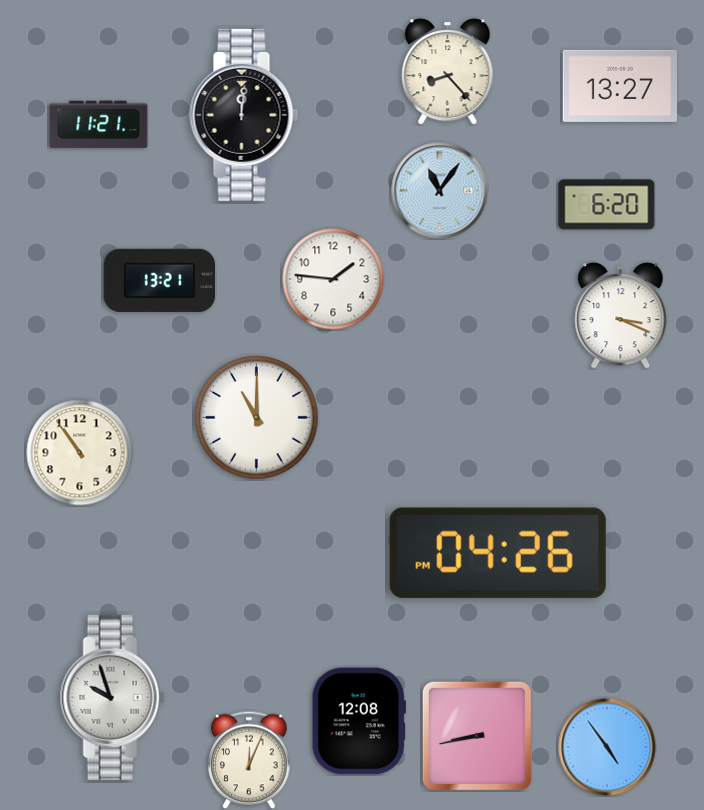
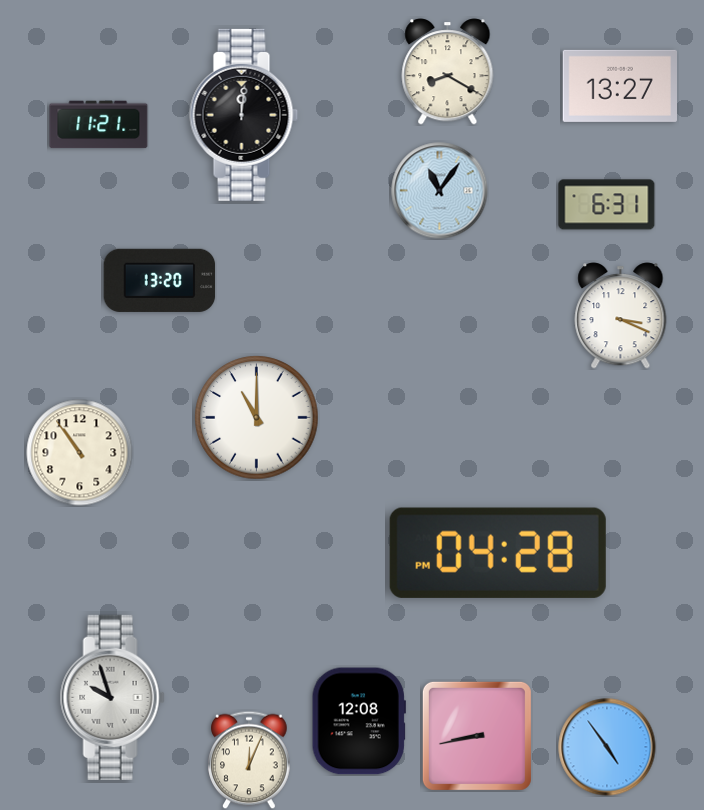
clock at (448, 72): 8:23 -> 8:20
clock at (607, 205): 6:20 -> 6:31
clock at (333, 279): 1:46 -> none
clock at (160, 280): 13:21 -> 13:20
clock at (498, 553): 04:26 -> 04:28
